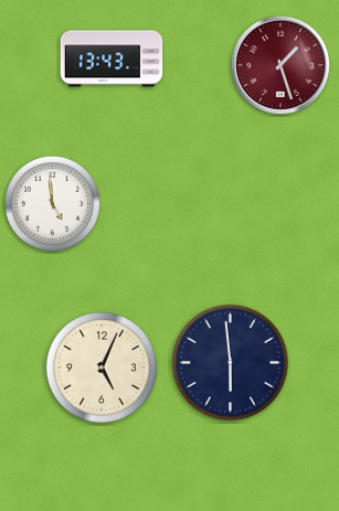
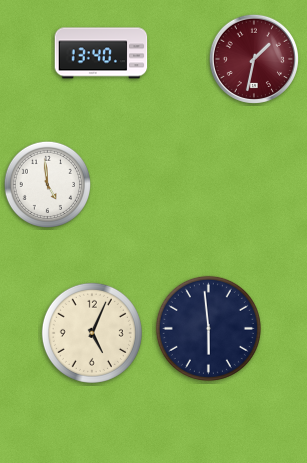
clock at (112, 58): 13:43 -> 13:40
clock at (280, 65): 1:27 -> 1:32
